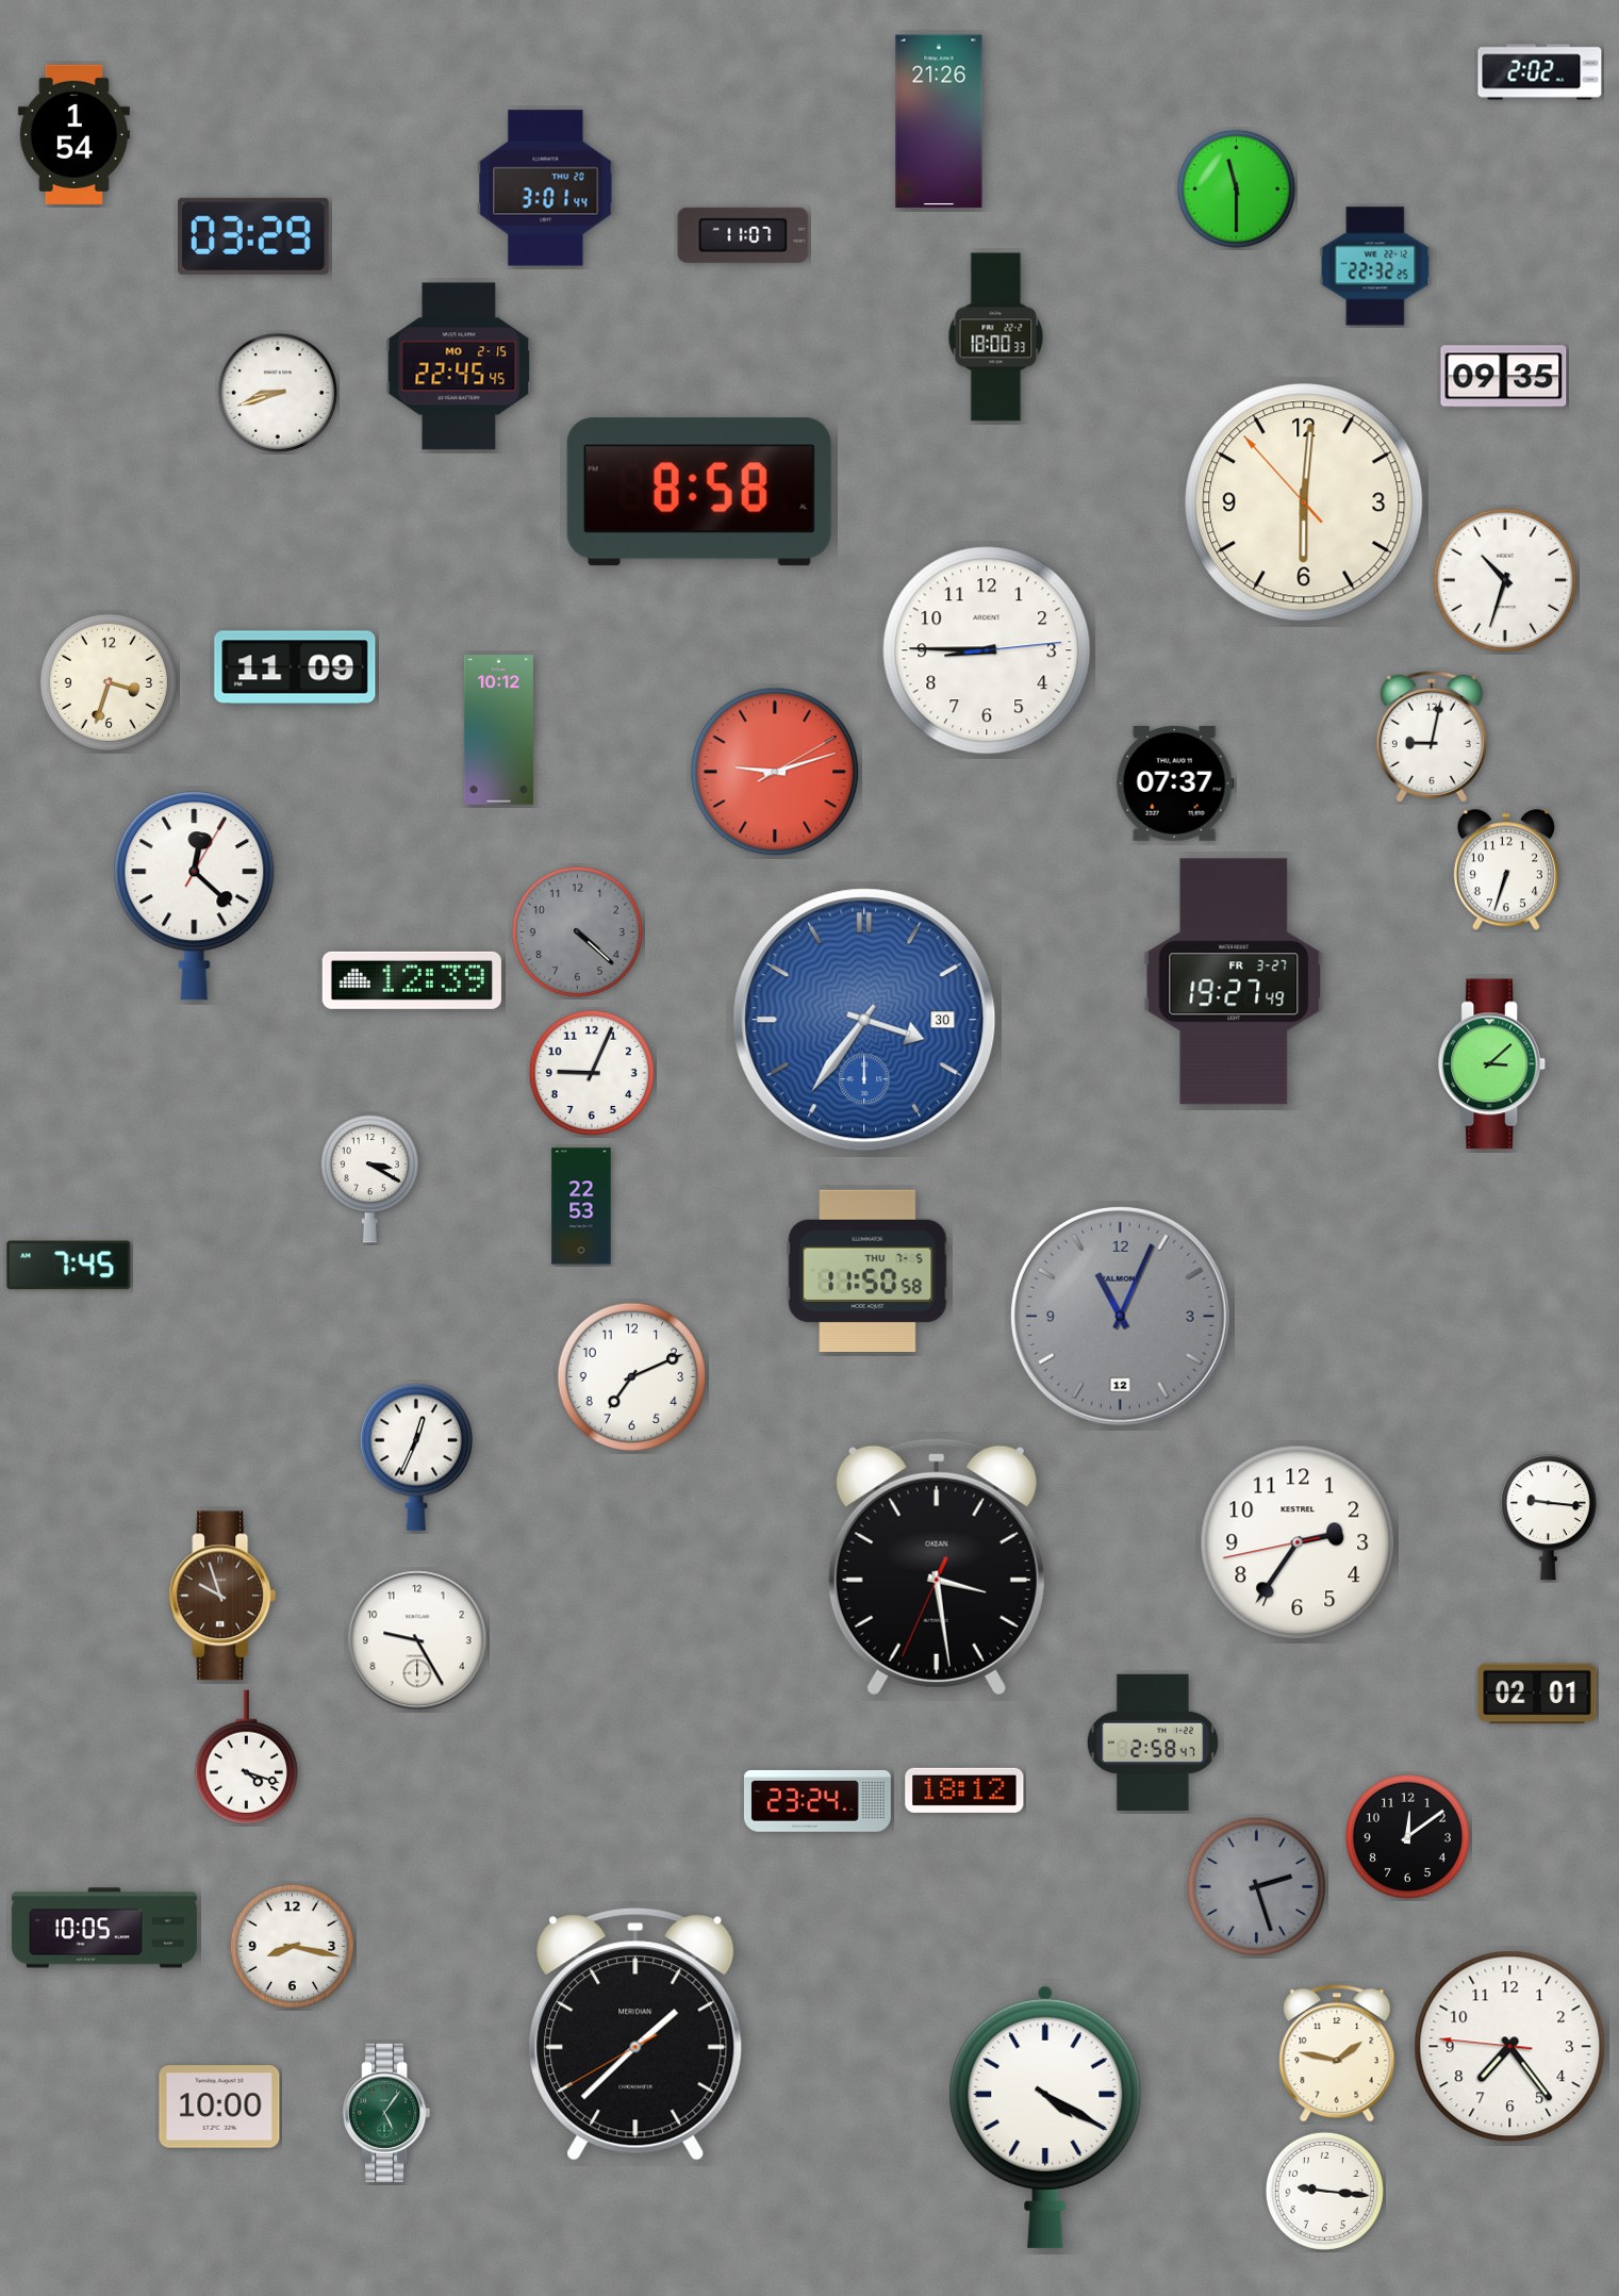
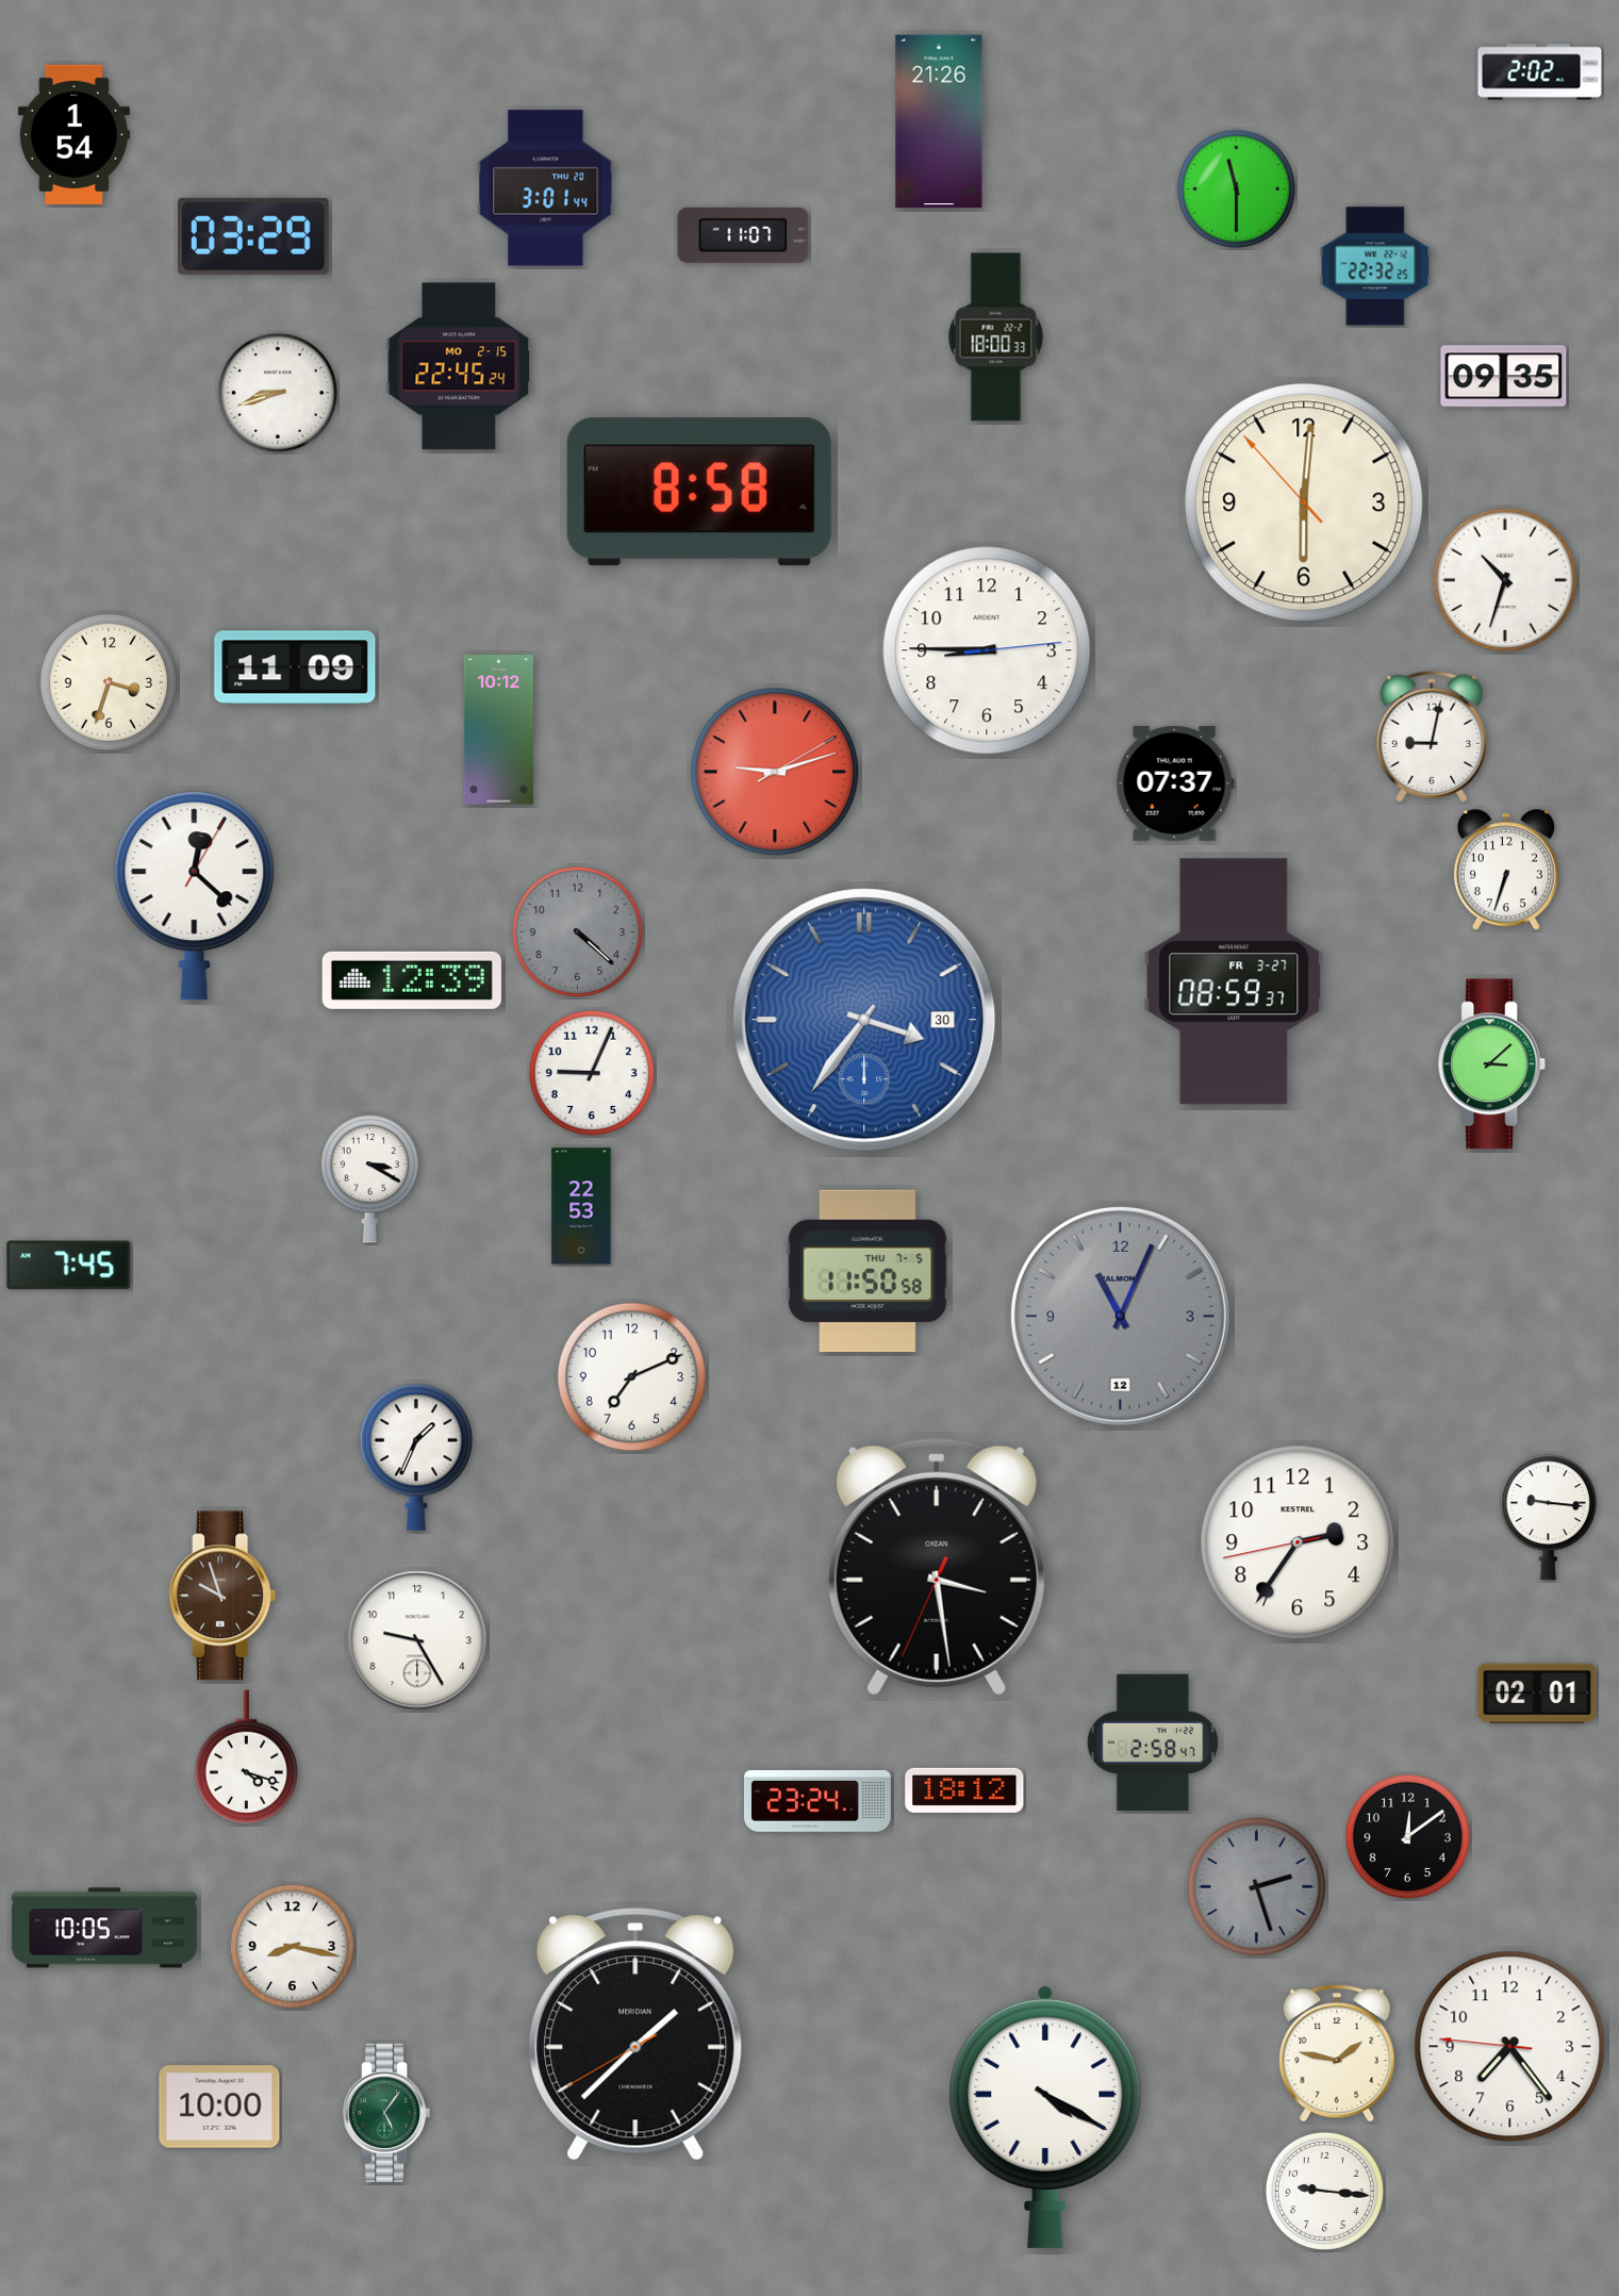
clock at (459, 366): 22:45:45 -> 22:45:24
clock at (1234, 981): 19:27 -> 08:59
clock at (415, 1457): 12:34 -> 1:34
